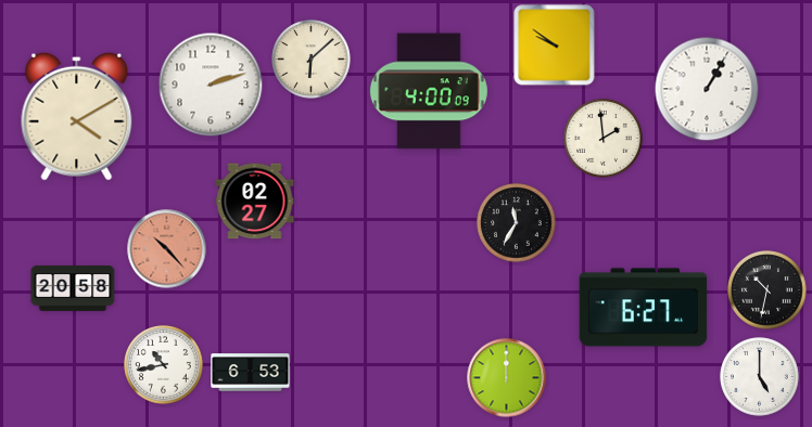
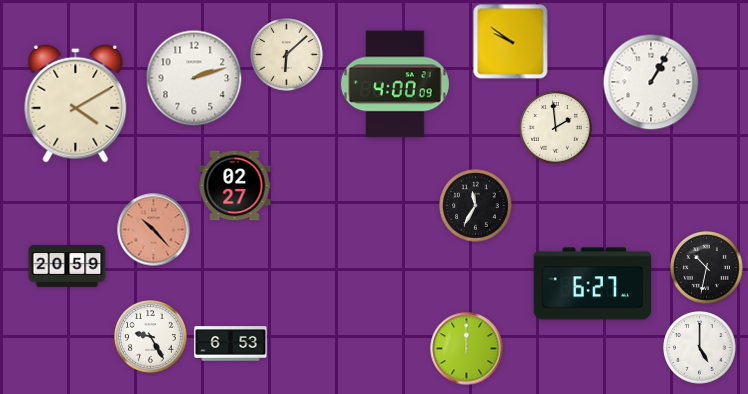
clock at (77, 116) position: (77, 116) -> (76, 103)
clock at (73, 288): 20:58 -> 20:59
clock at (164, 365): 10:43 -> 9:25
